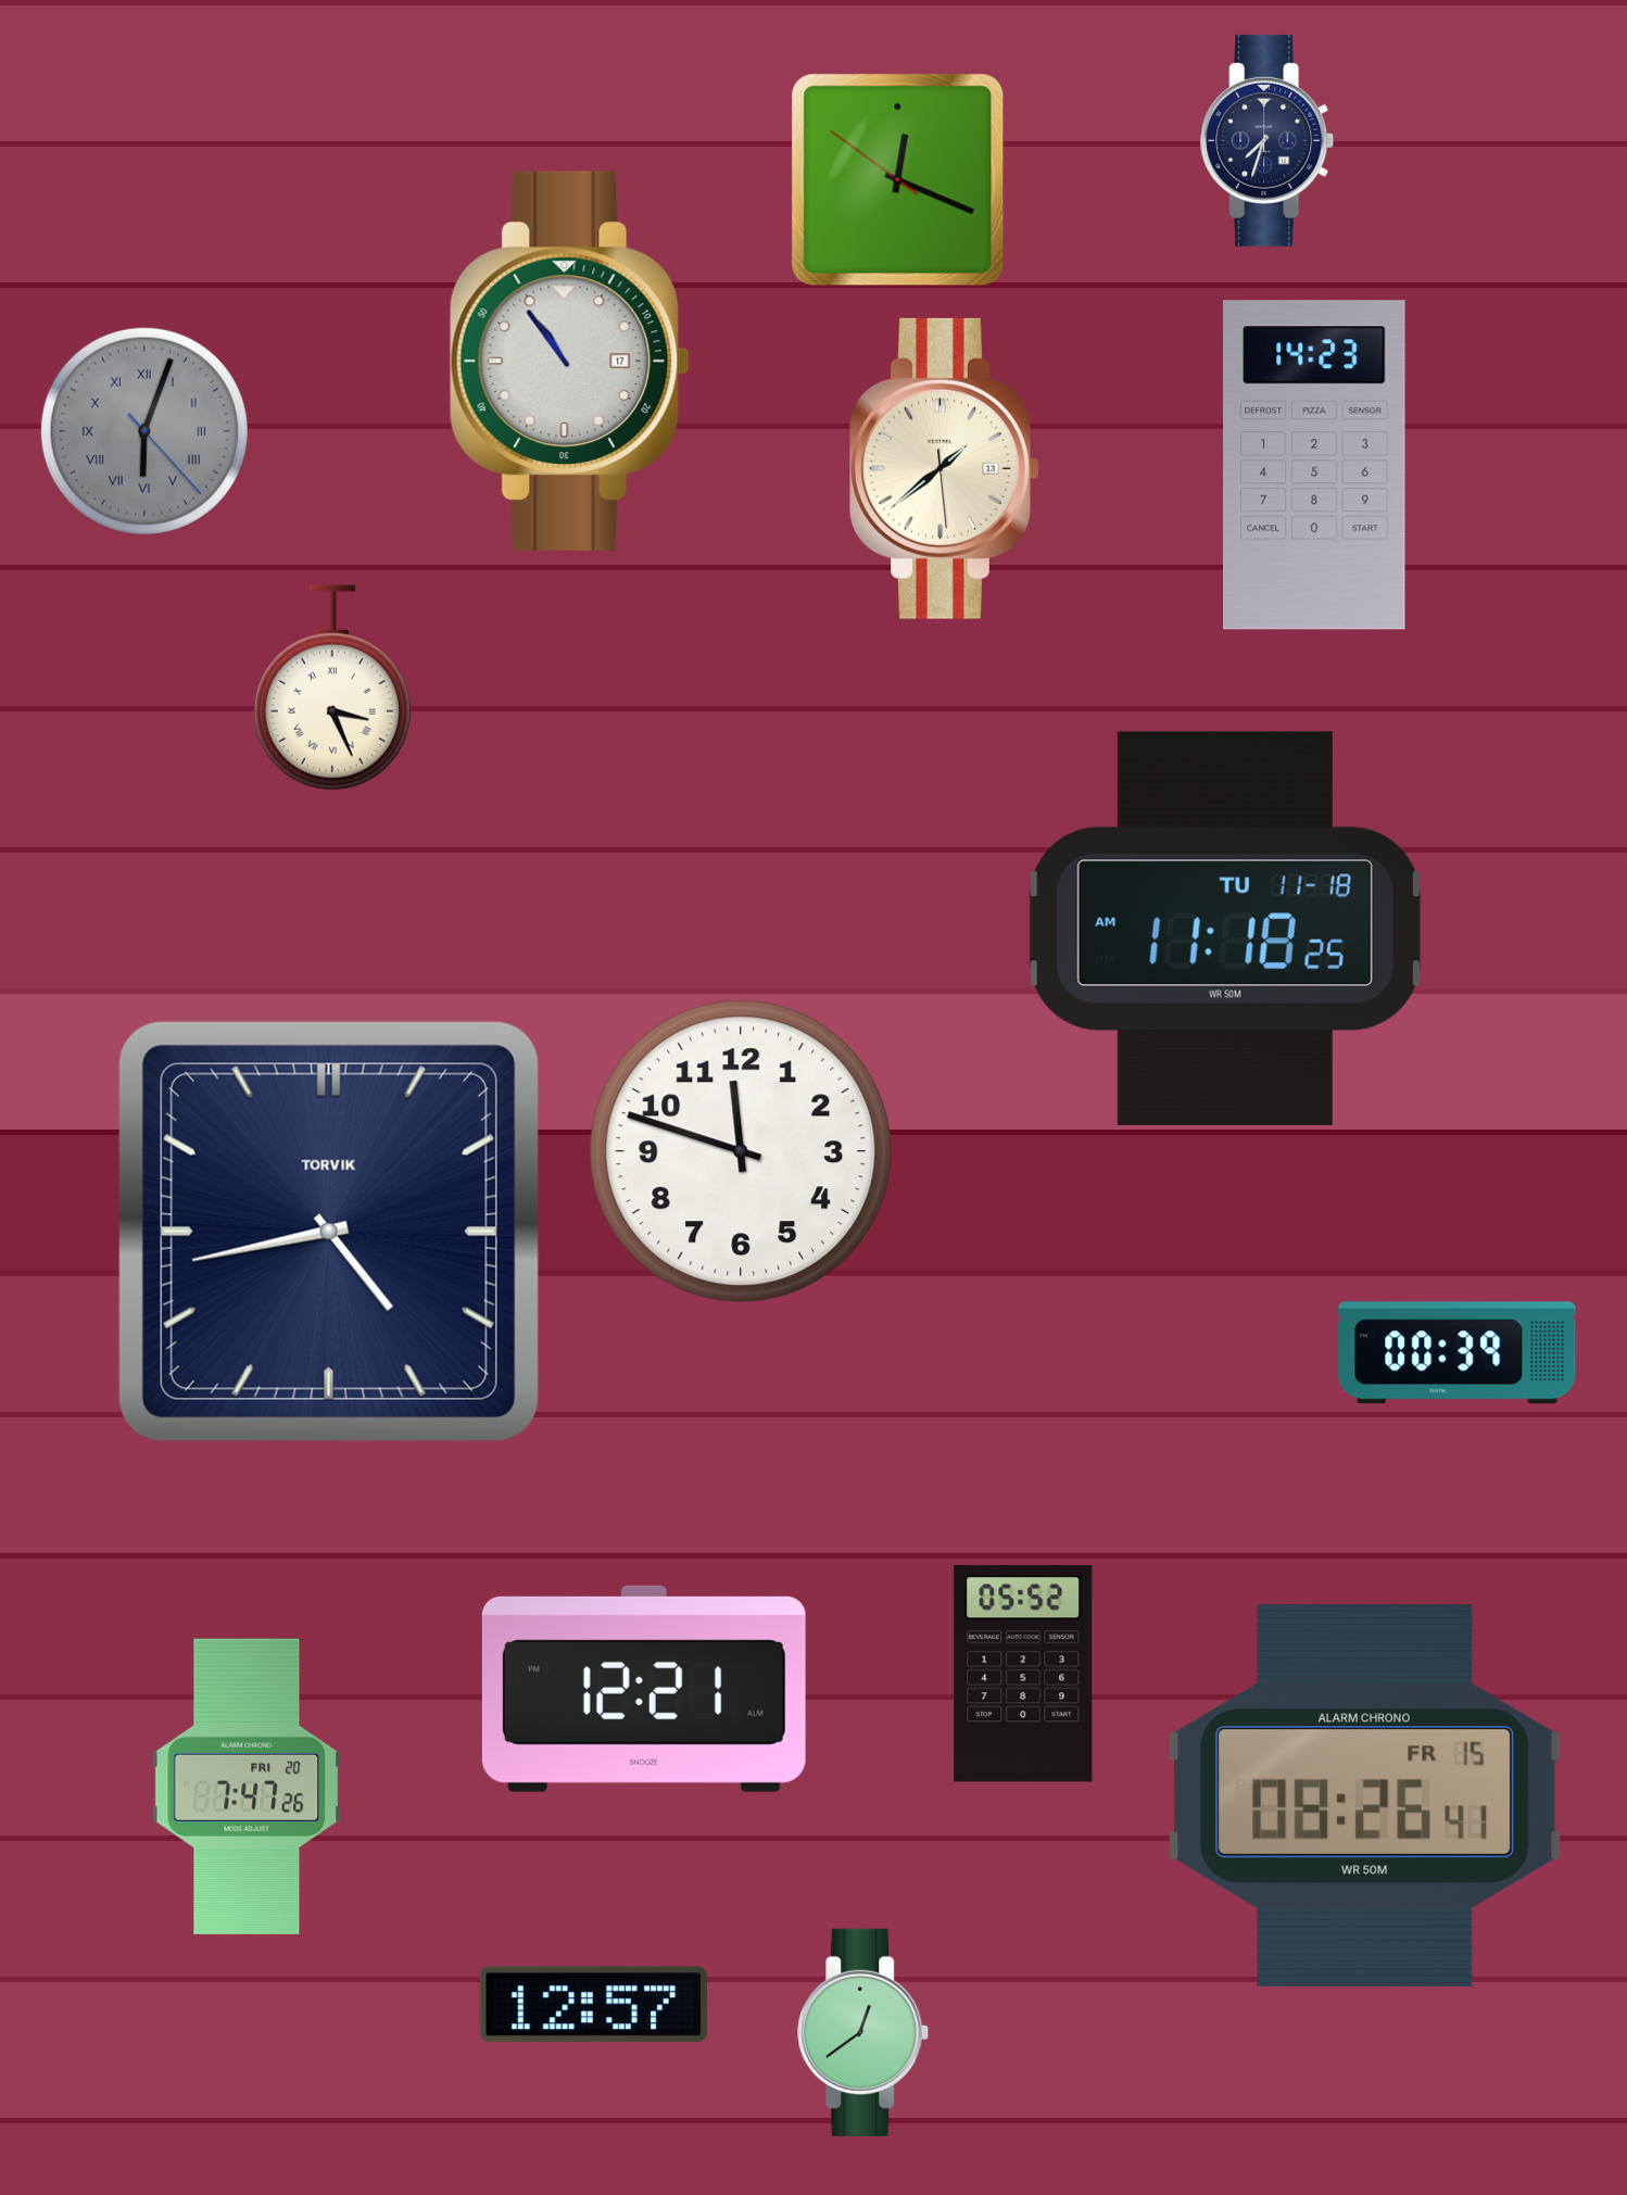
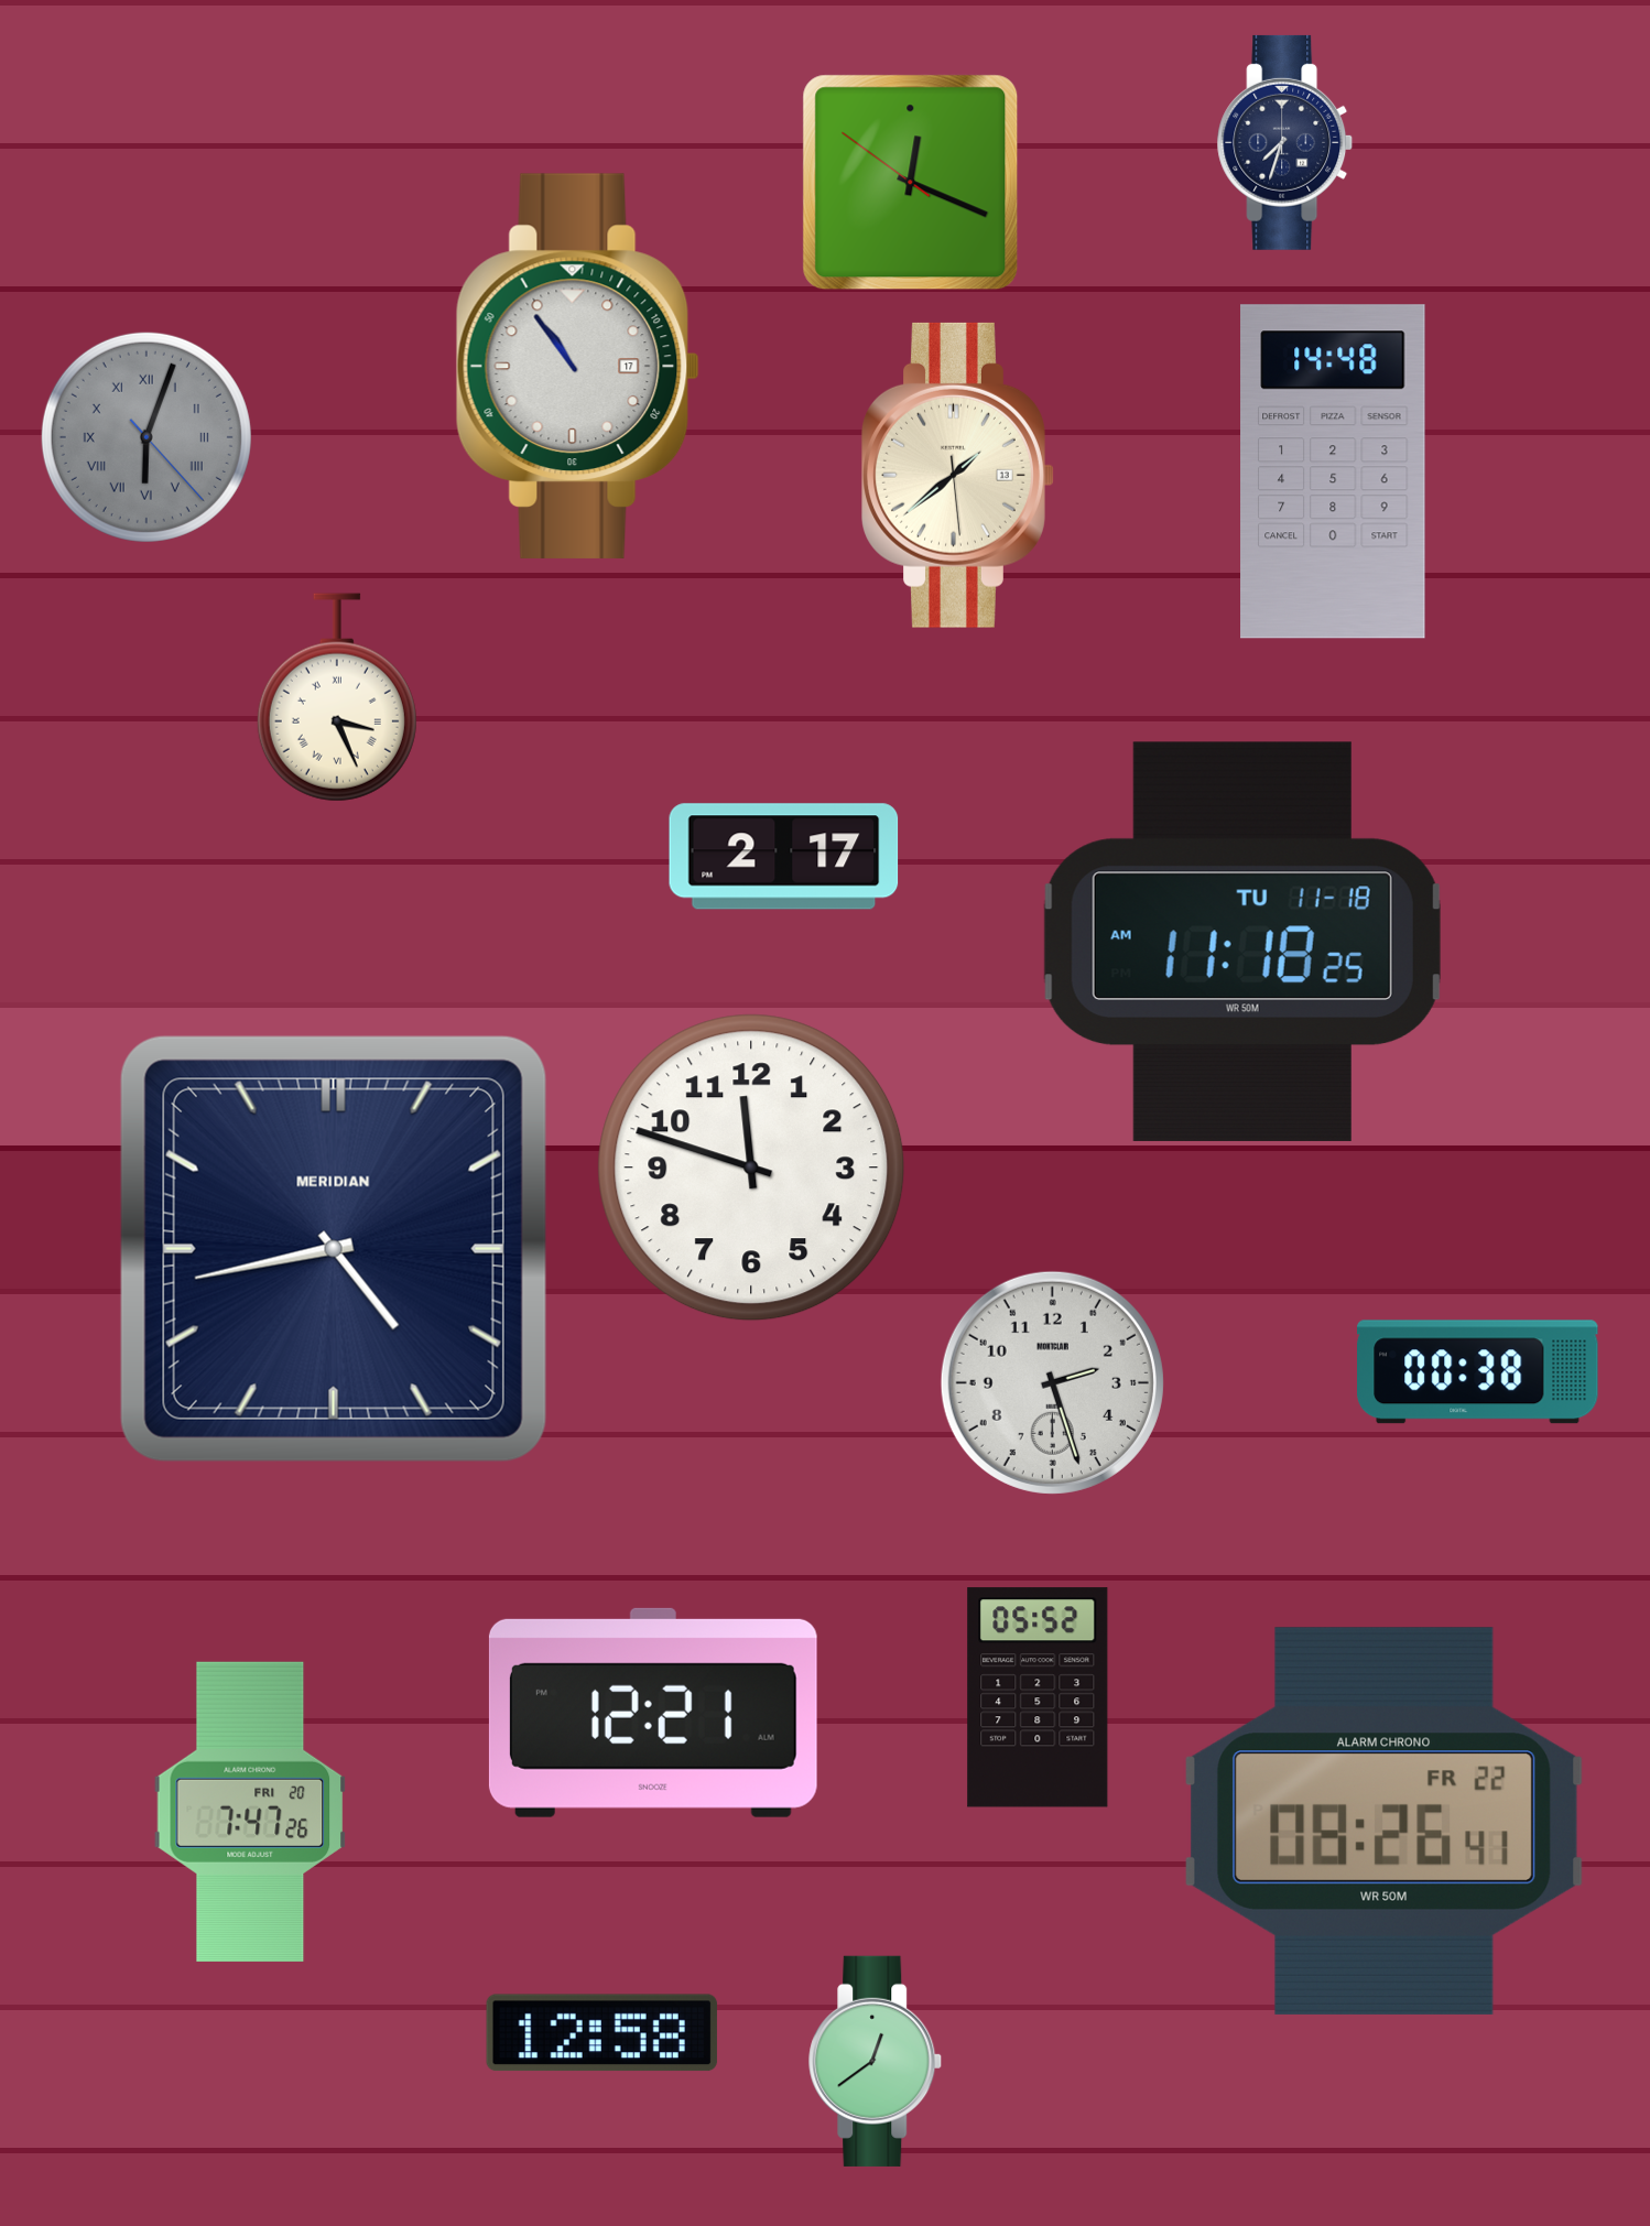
clock at (1314, 465): 14:23 -> 14:48
clock at (784, 857): none -> 2:17
clock at (329, 1232) brand: TORVIK -> MERIDIAN
clock at (1458, 1353): 00:39 -> 00:38
clock at (1052, 1382): none -> 2:27
clock at (1365, 1795) date: FR 15 -> FR 22
clock at (593, 2005): 12:57 -> 12:58
